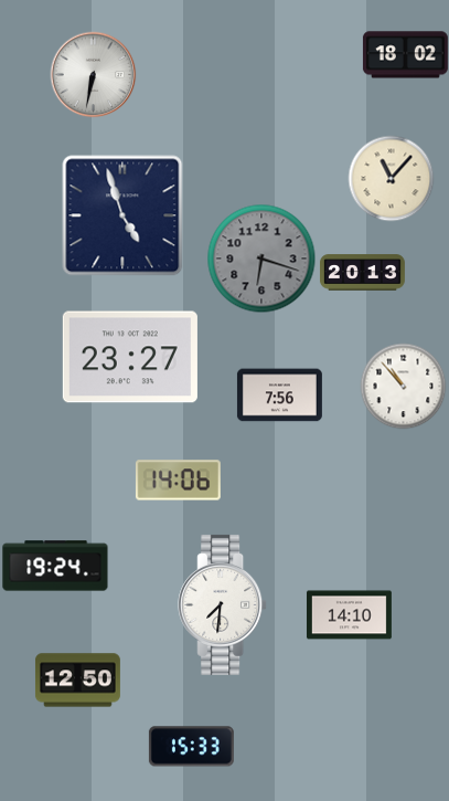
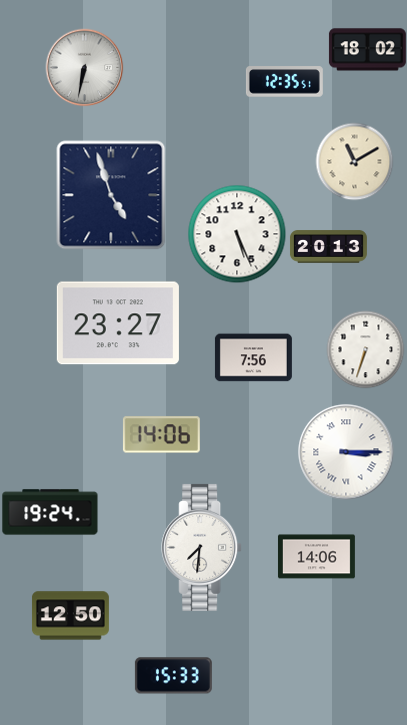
clock at (284, 82): none -> 12:35
clock at (391, 178): 11:07 -> 11:10
clock at (261, 259): 6:18 -> 5:26
clock at (261, 259) dial: grey -> white
clock at (403, 386): 10:53 -> 6:33
clock at (346, 452): none -> 3:15
clock at (349, 615): 14:10 -> 14:06
